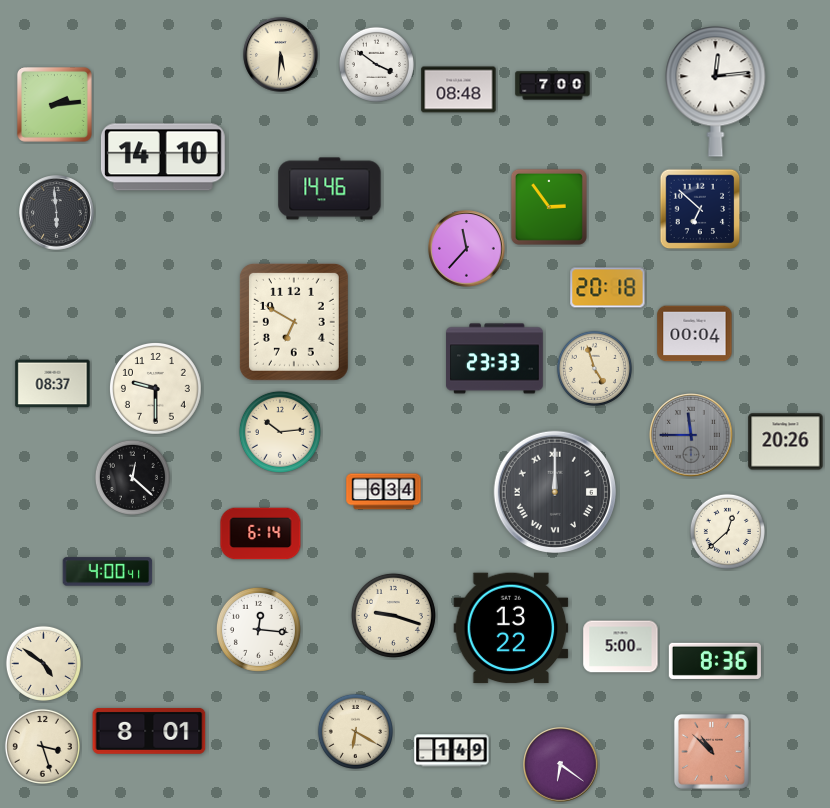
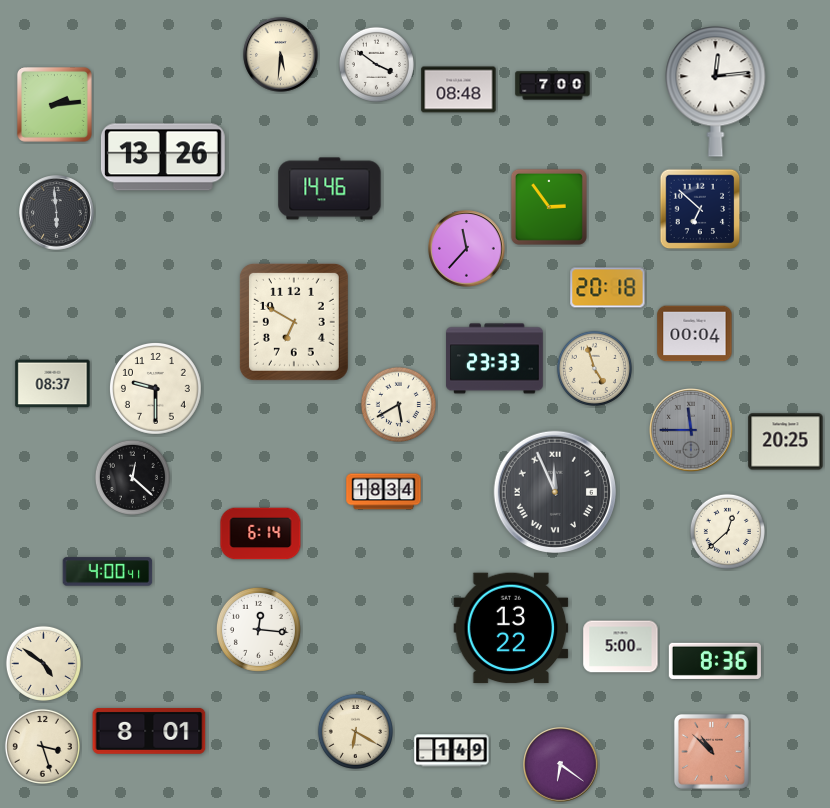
clock at (163, 157): 14:10 -> 13:26
clock at (398, 404): none -> 5:40
clock at (280, 432): 10:14 -> none
clock at (692, 436) position: (692, 436) -> (692, 431)
clock at (786, 442): 20:26 -> 20:25
clock at (384, 492): 6:34 -> 18:34
clock at (555, 492): 12:00 -> 11:56
clock at (393, 615): 9:18 -> none
